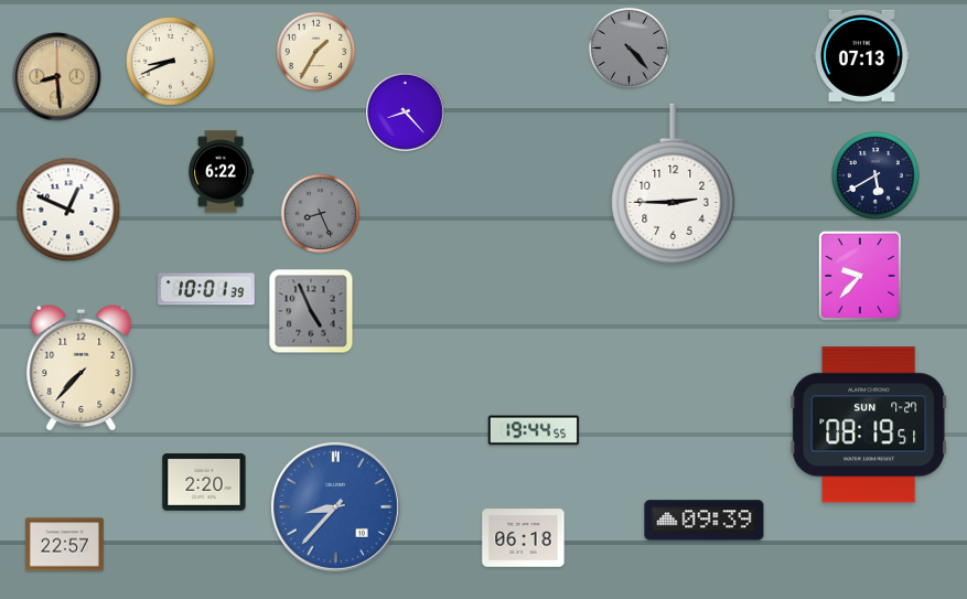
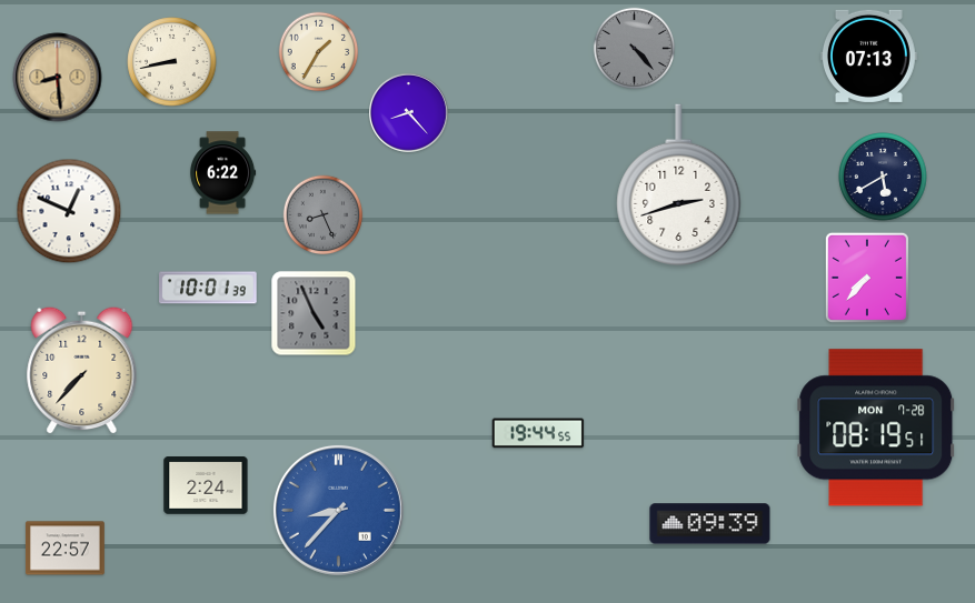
clock at (171, 62): 8:41 -> 8:43
clock at (674, 183): 2:45 -> 2:42
clock at (860, 276): 9:37 -> 7:37
clock at (206, 289) position: (206, 289) -> (208, 288)
clock at (869, 425) date: SUN 7-27 -> MON 7-28
clock at (204, 483): 2:20 -> 2:24
clock at (524, 538): 06:18 -> none
